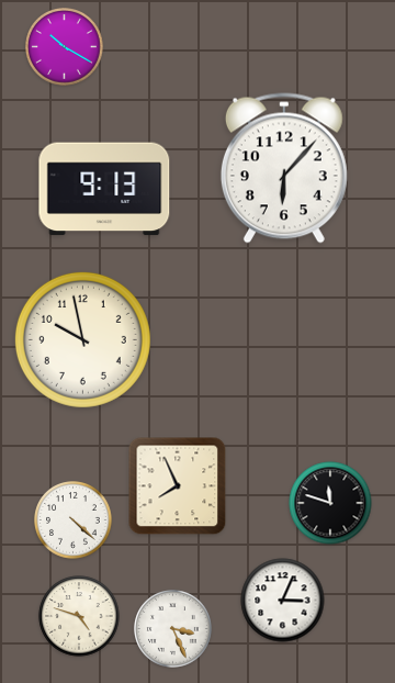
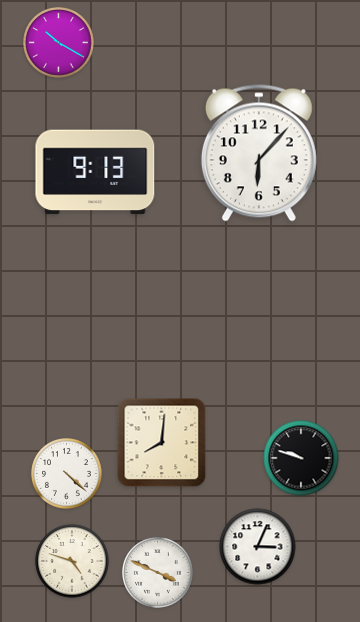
clock at (82, 339): 9:58 -> none
clock at (178, 486): 7:56 -> 8:01
clock at (330, 503): 11:48 -> 9:48
clock at (173, 629): 3:26 -> 3:49
